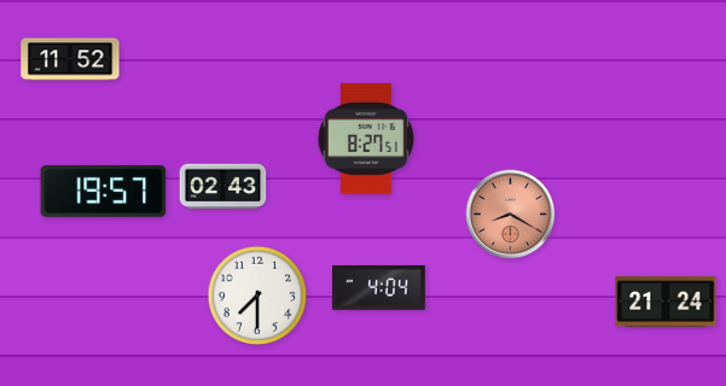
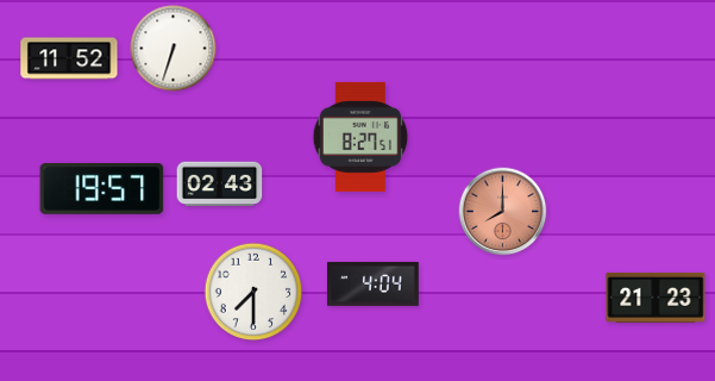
clock at (174, 49): none -> 6:33
clock at (511, 215): 8:20 -> 8:00
clock at (666, 302): 21:24 -> 21:23
